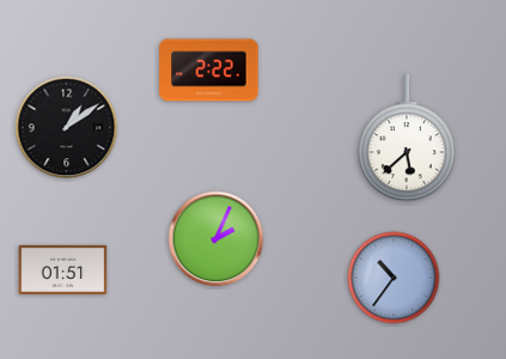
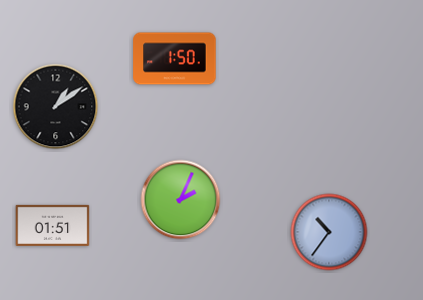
clock at (209, 71): 2:22 -> 1:50
clock at (407, 139): 5:38 -> none
